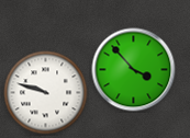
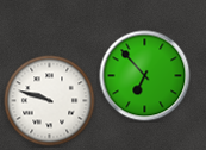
clock at (134, 70): 3:53 -> 6:53
